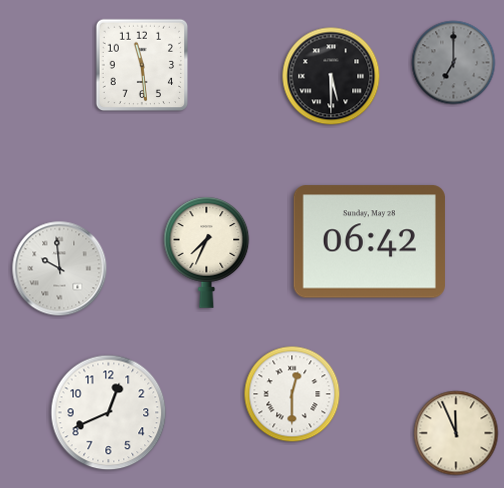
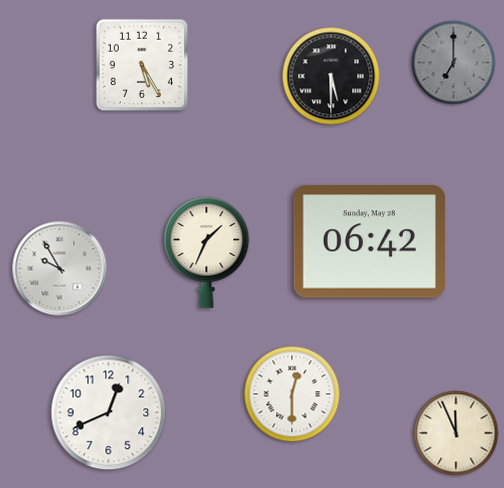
clock at (142, 65): 11:29 -> 5:25
clock at (207, 252): 7:34 -> 1:34
clock at (60, 269): 9:59 -> 9:55
